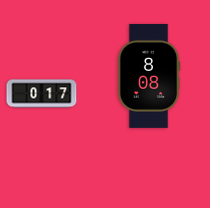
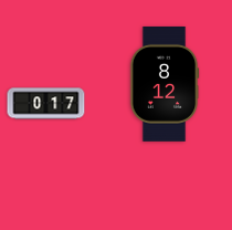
clock at (149, 76): 8:08 -> 8:12
